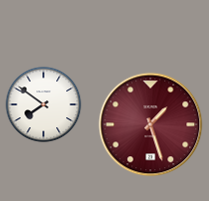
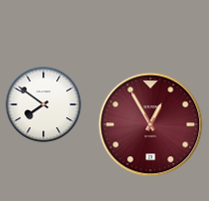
clock at (151, 125): 1:27 -> 12:55
